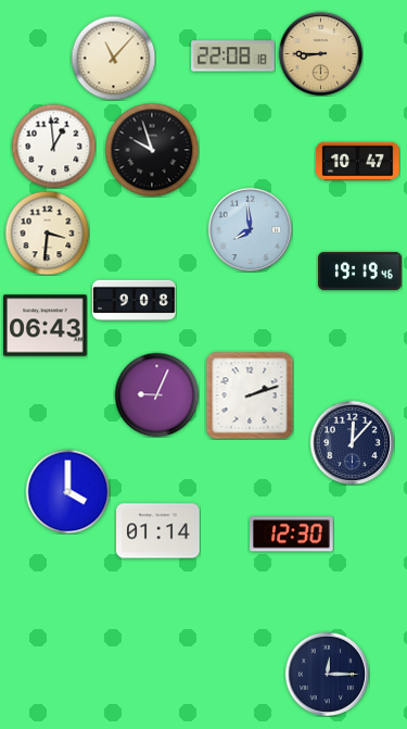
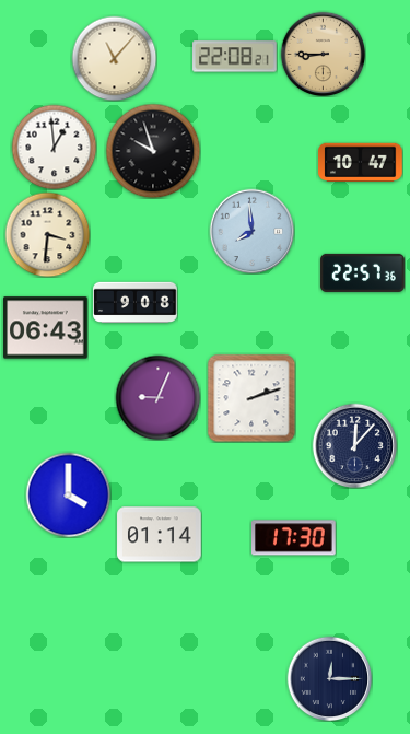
clock at (233, 56): 22:08:18 -> 22:08:21
clock at (360, 271): 19:19 -> 22:57
clock at (292, 535): 12:30 -> 17:30
